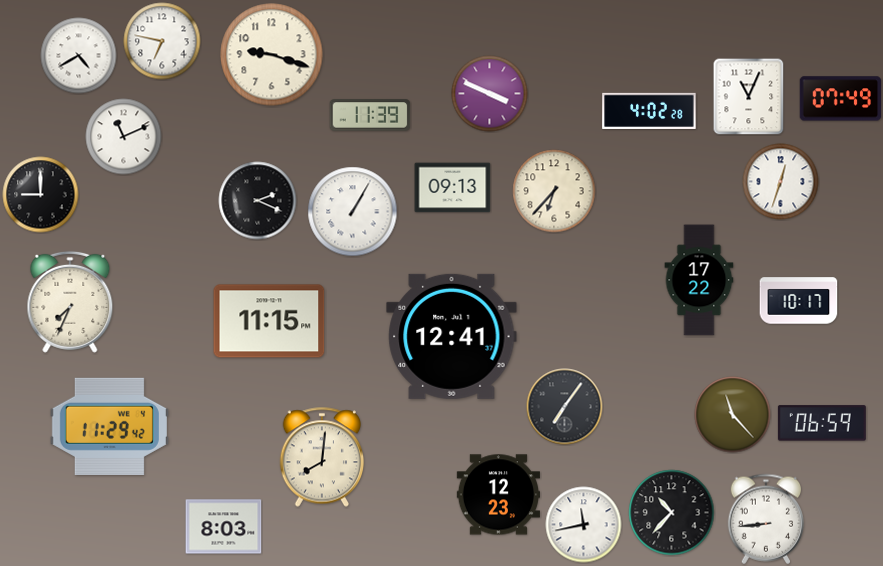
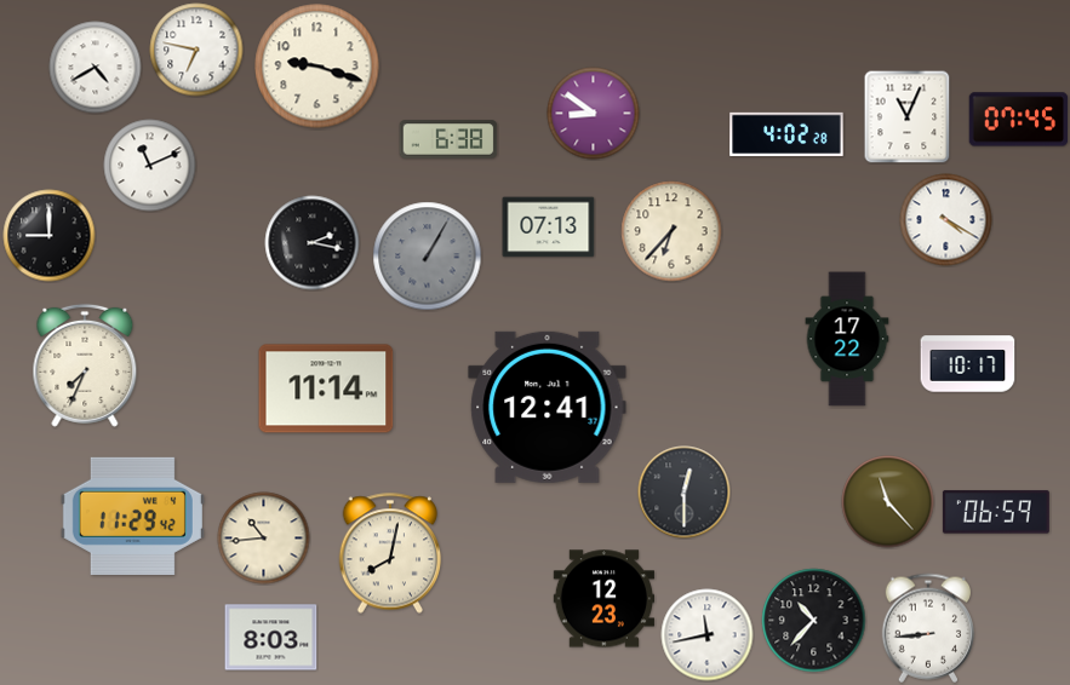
clock at (272, 55) position: (272, 55) -> (317, 67)
clock at (490, 94): 3:49 -> 8:51
clock at (841, 99): 07:49 -> 07:45
clock at (370, 115): 11:39 -> 6:38
clock at (781, 182): 12:33 -> 4:20
clock at (453, 188): 09:13 -> 07:13
clock at (258, 201): 2:19 -> 2:17
clock at (353, 212) dial: white -> grey
clock at (269, 321): 11:15 -> 11:14
clock at (565, 407): 7:06 -> 12:30
clock at (264, 539): none -> 10:44
clock at (322, 457): 8:01 -> 8:02
